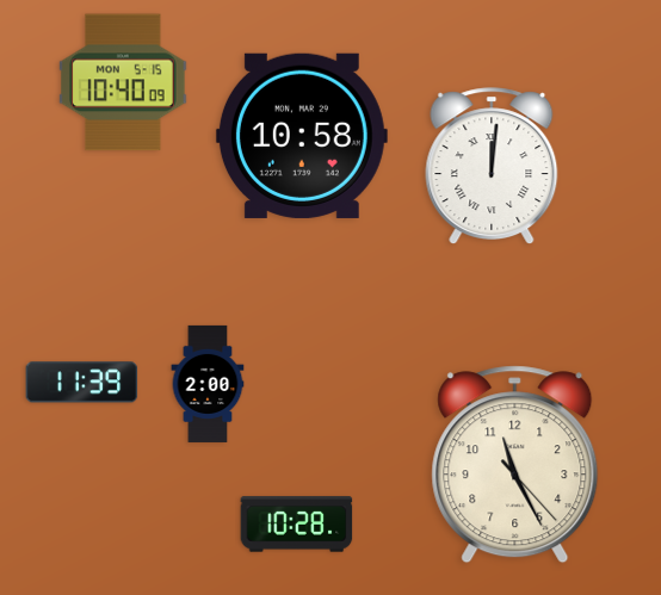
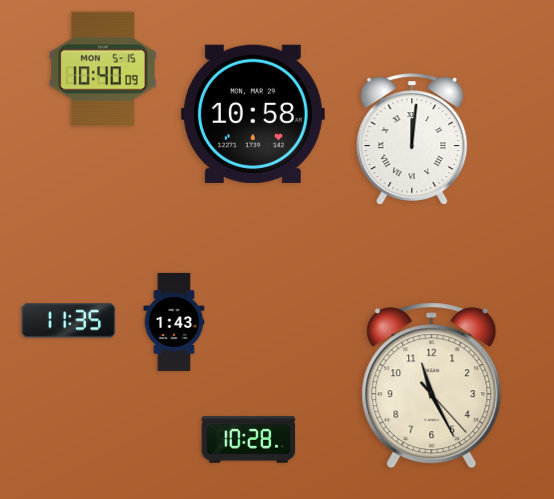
clock at (82, 383): 11:39 -> 11:35
clock at (208, 384): 2:00 -> 1:43
clock at (515, 465) position: (515, 465) -> (432, 386)
